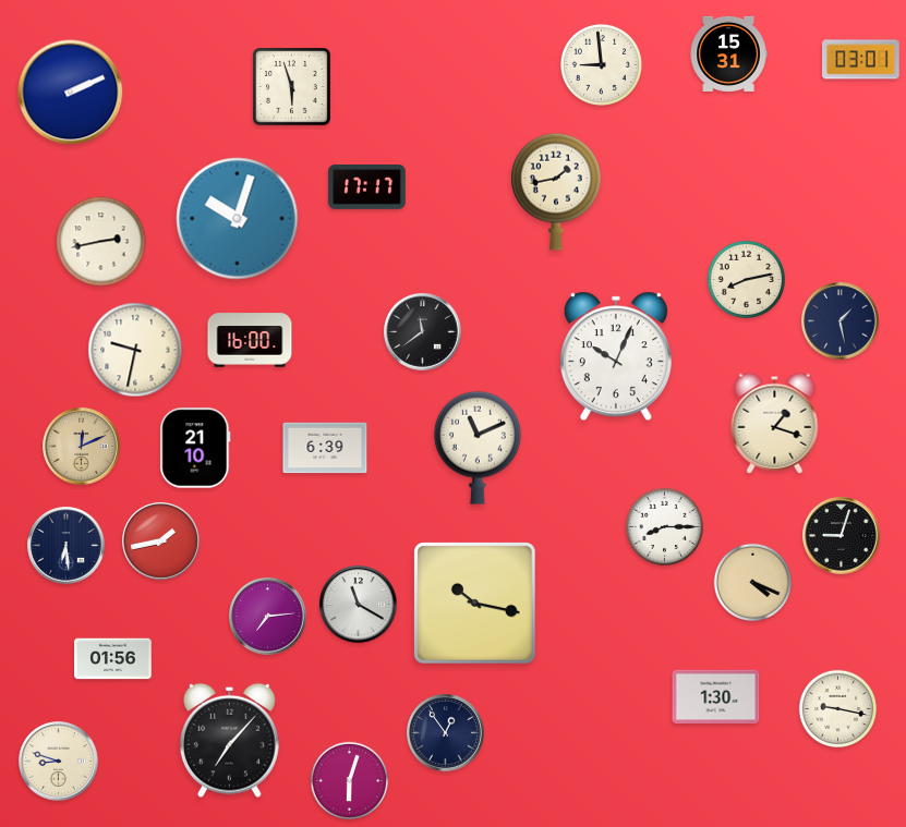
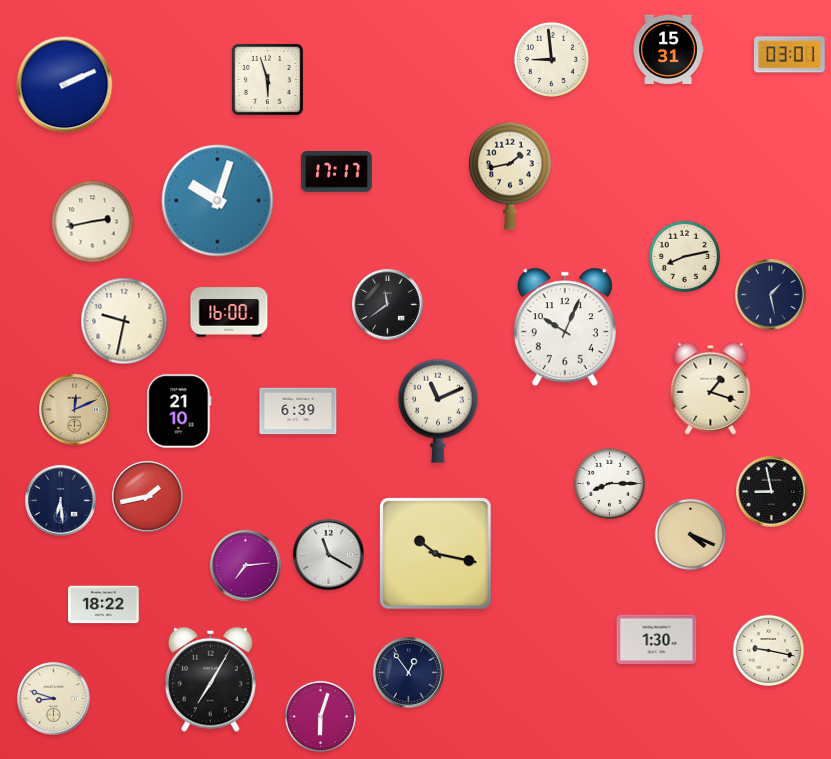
clock at (842, 536): 9:03 -> 8:58
clock at (113, 659): 01:56 -> 18:22
clock at (229, 740): 7:07 -> 7:05
